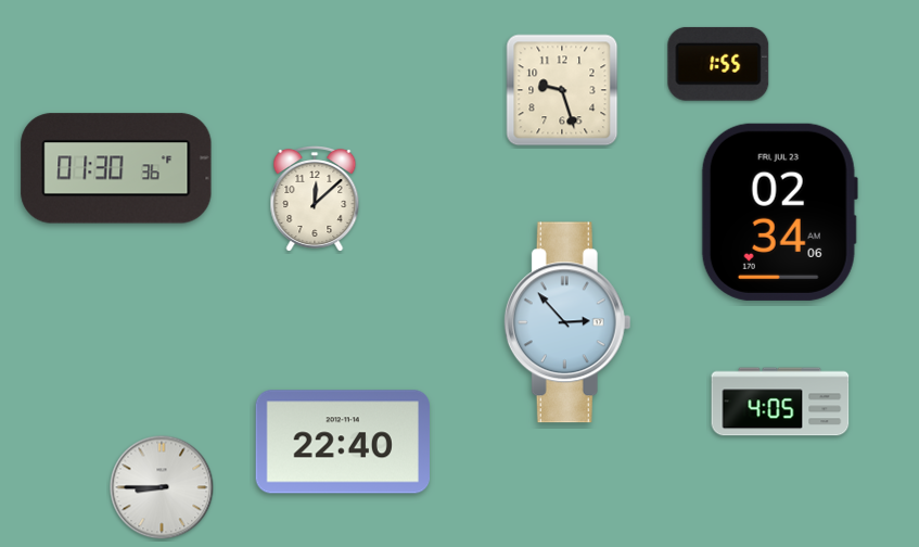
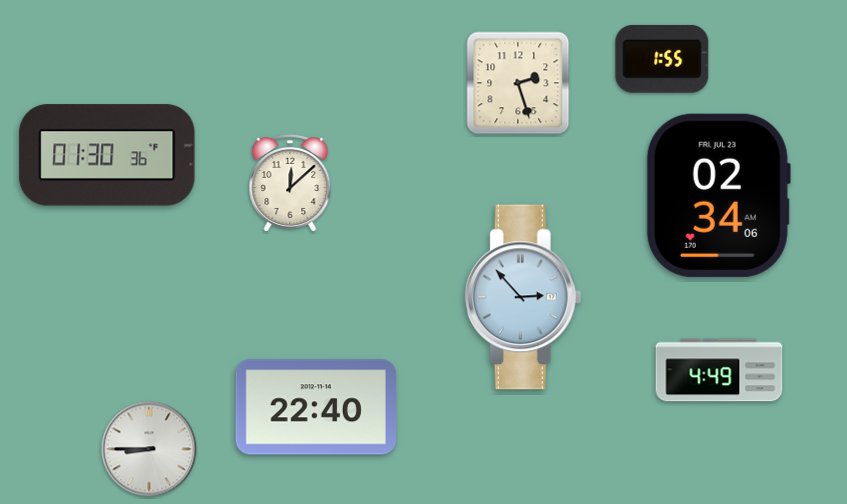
clock at (562, 90): 9:27 -> 2:27
clock at (780, 402): 4:05 -> 4:49
